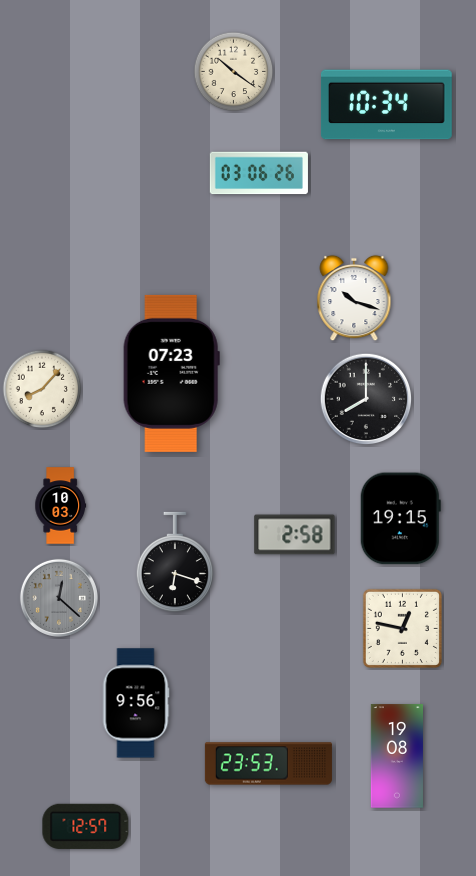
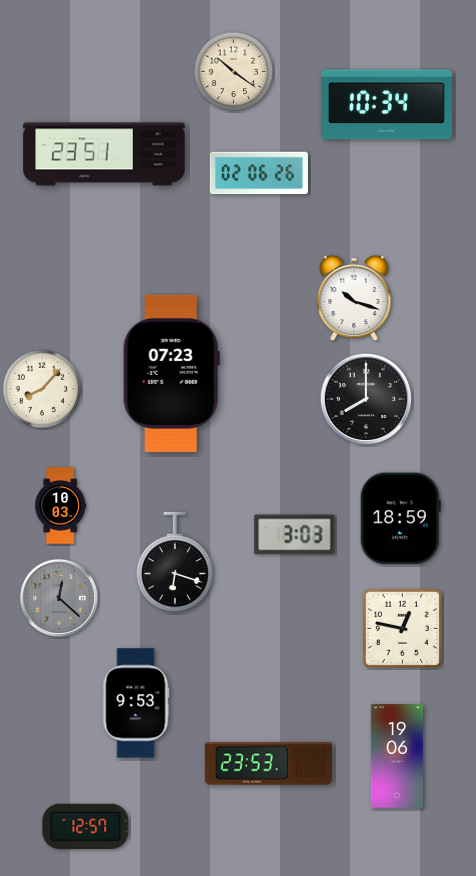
clock at (104, 154): none -> 23:51
clock at (259, 173): 03:06 -> 02:06
clock at (400, 519): 19:15 -> 18:59
clock at (295, 535): 2:58 -> 3:03
clock at (136, 703): 9:56 -> 9:53
clock at (397, 756): 19:08 -> 19:06
